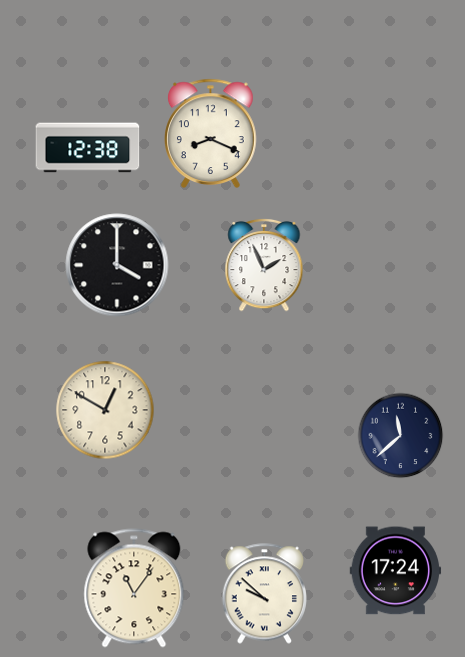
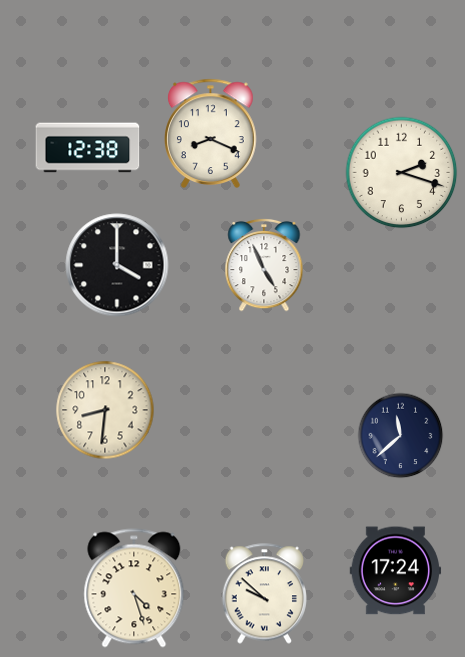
clock at (402, 173): none -> 2:18
clock at (264, 265): 1:56 -> 4:56
clock at (105, 410): 12:50 -> 8:31
clock at (134, 588): 11:06 -> 4:27
